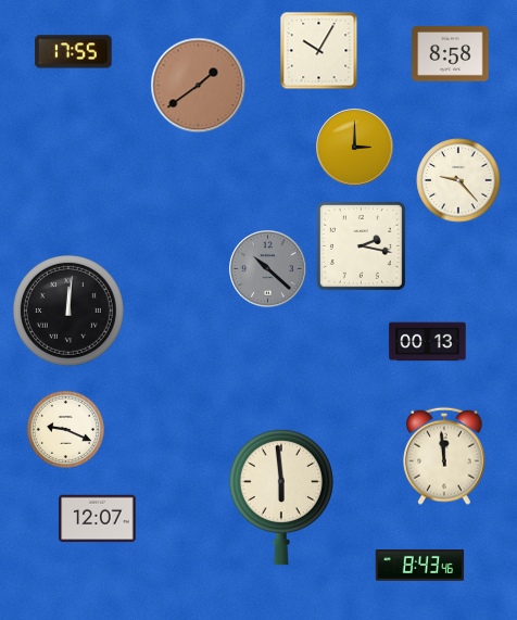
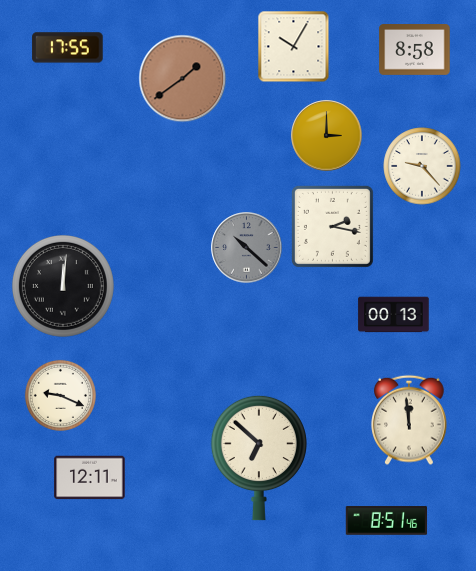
clock at (281, 497): 5:59 -> 6:52
clock at (98, 519): 12:07 -> 12:11
clock at (420, 566): 8:43 -> 8:51
